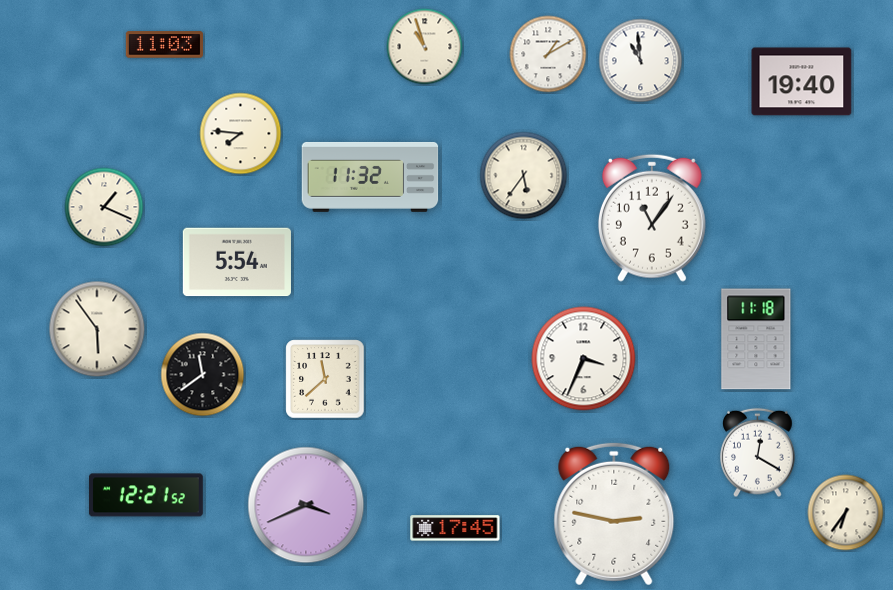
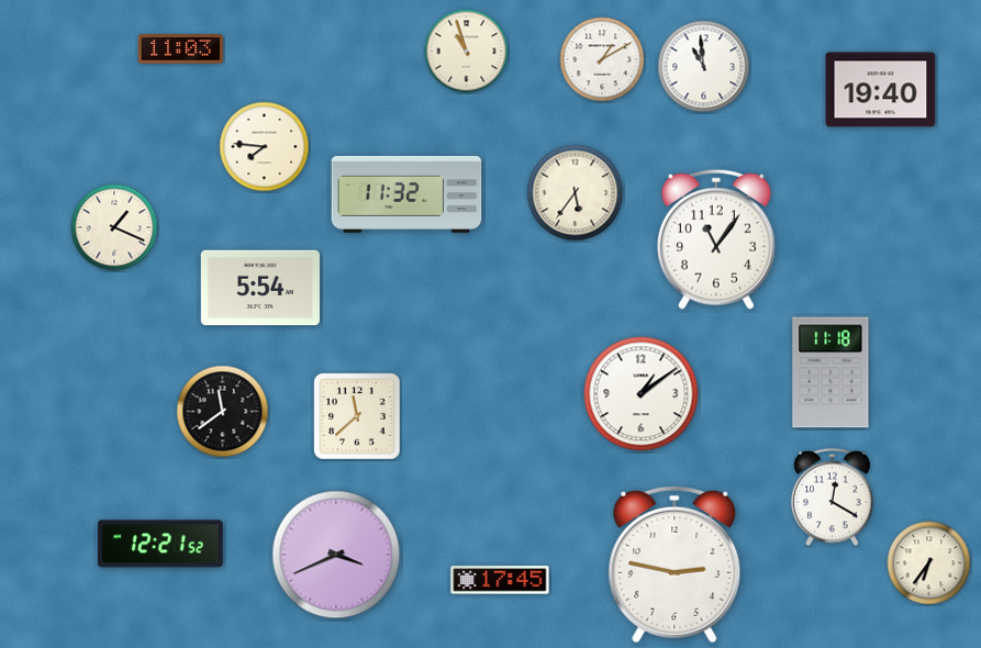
clock at (97, 329): 5:54 -> none
clock at (584, 359): 3:34 -> 1:09
